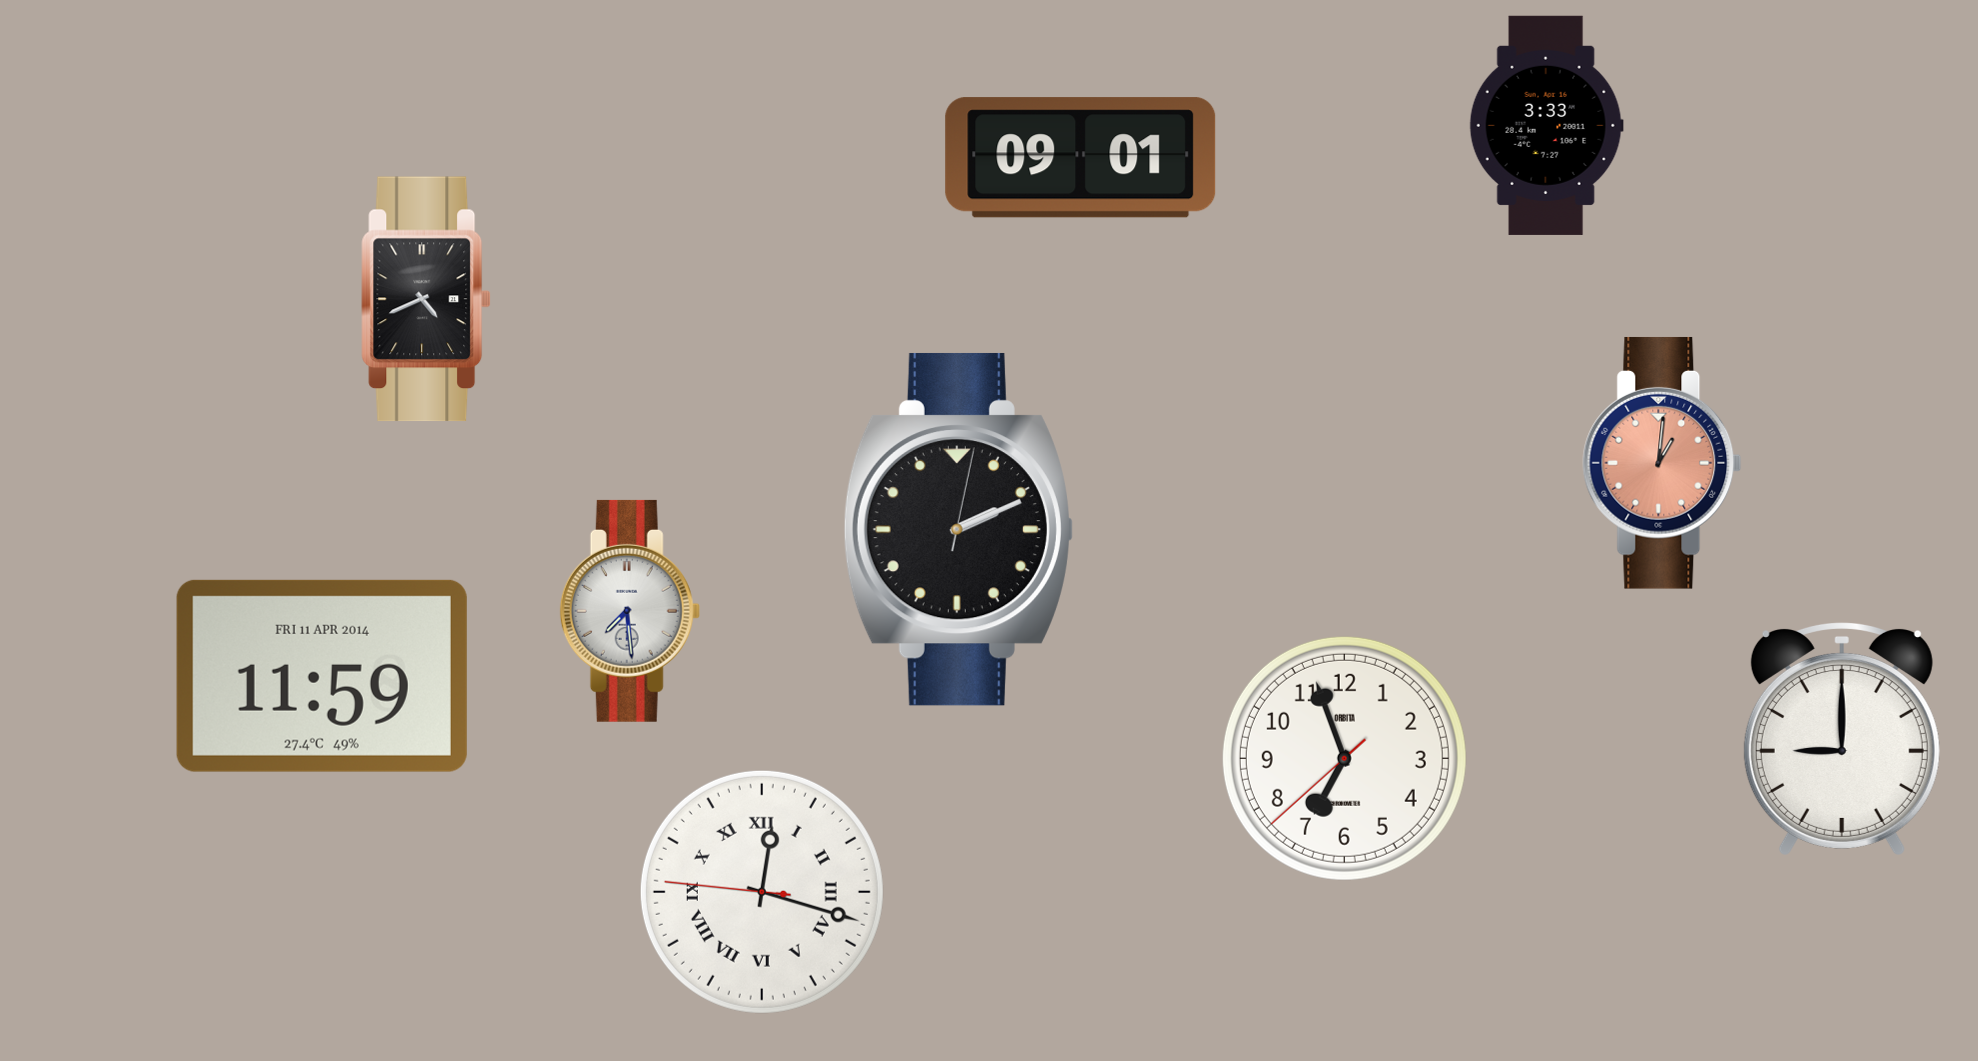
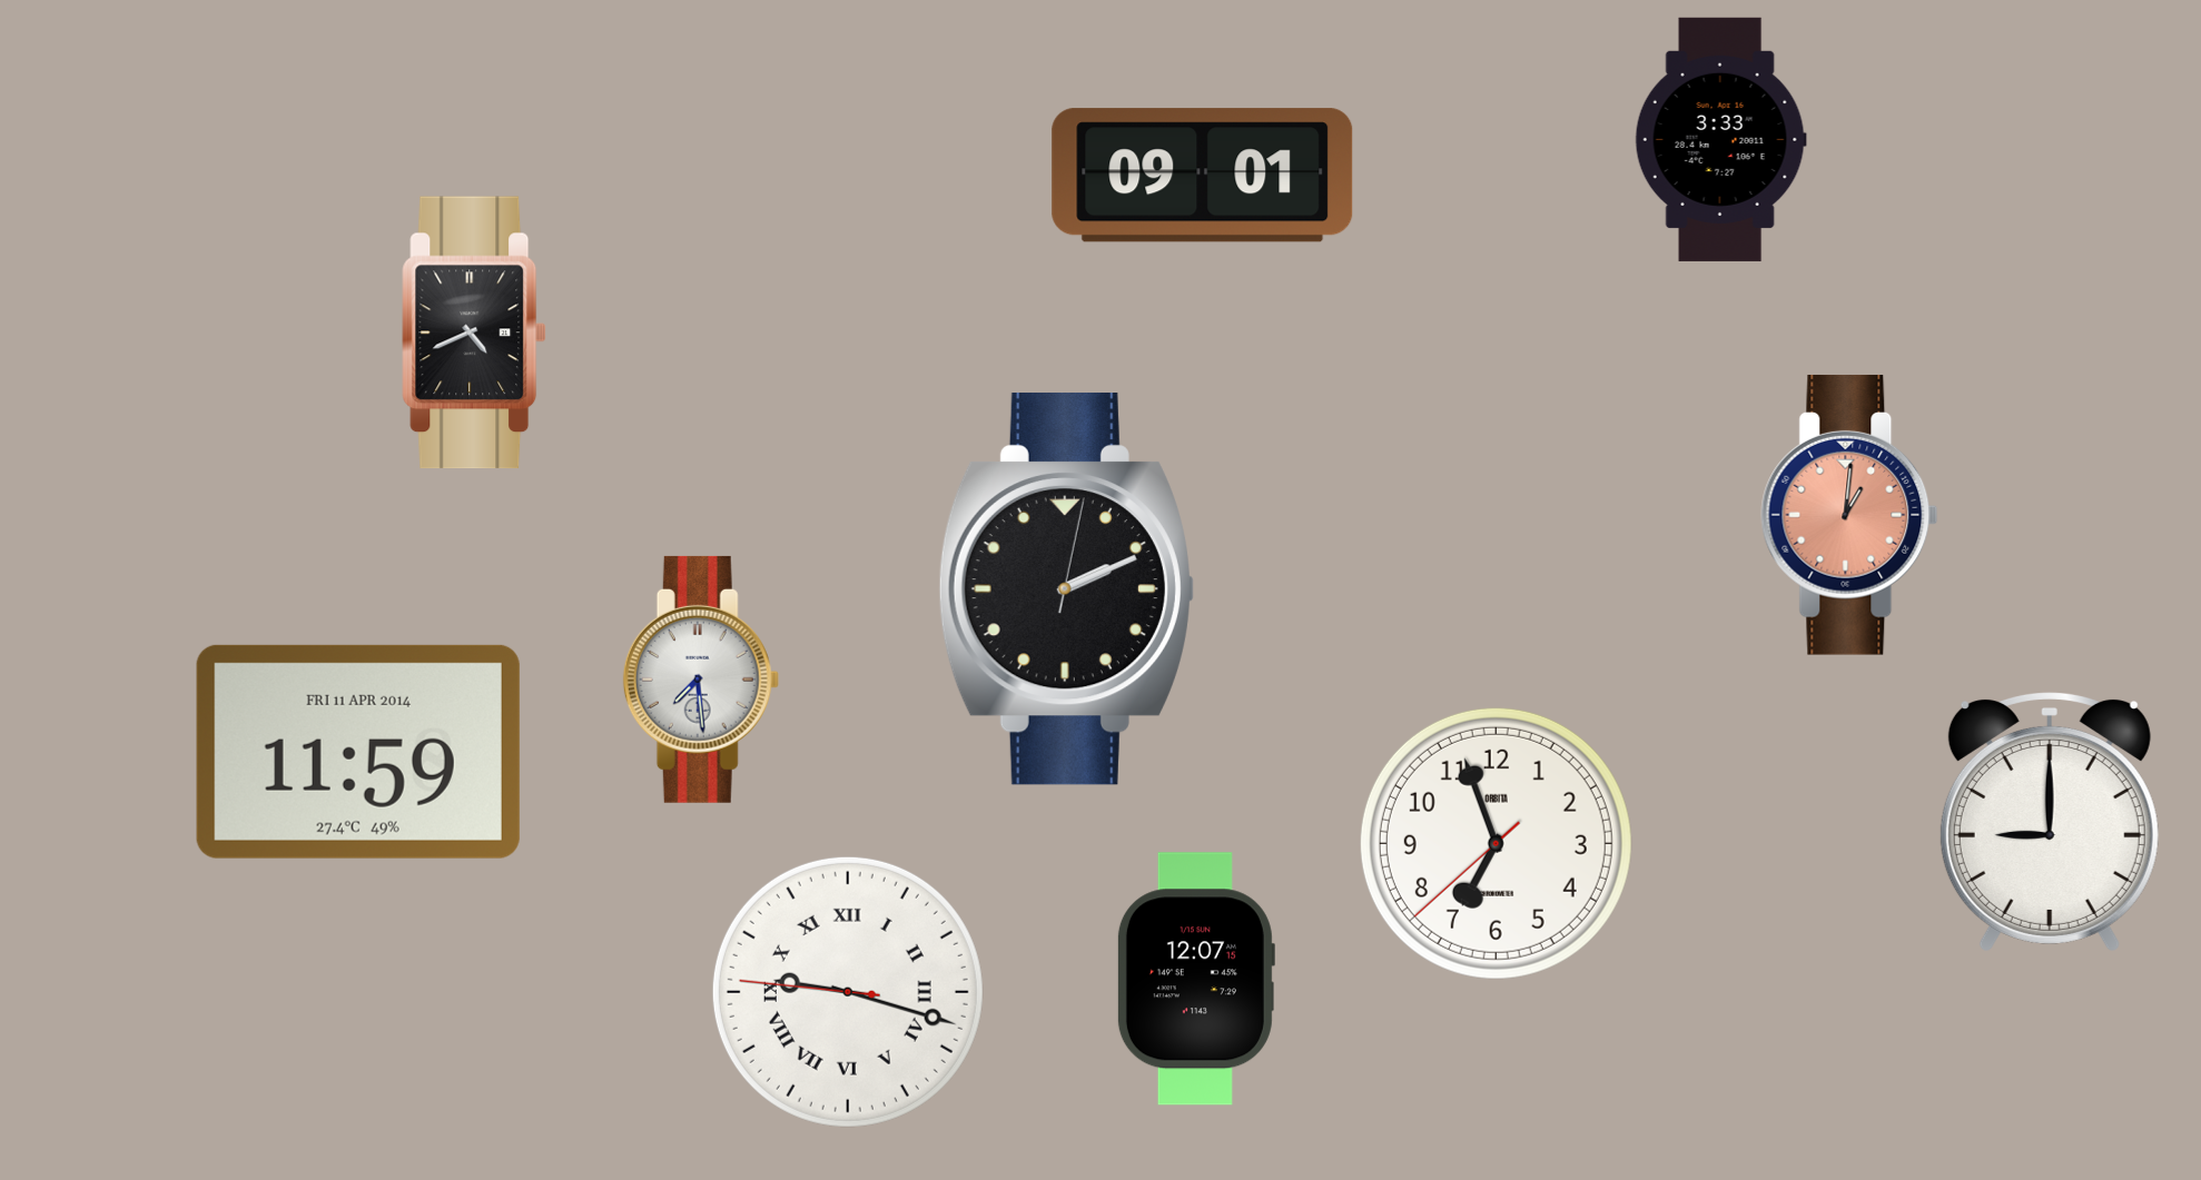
clock at (1195, 979): none -> 12:07
clock at (762, 892): 12:17 -> 9:17
